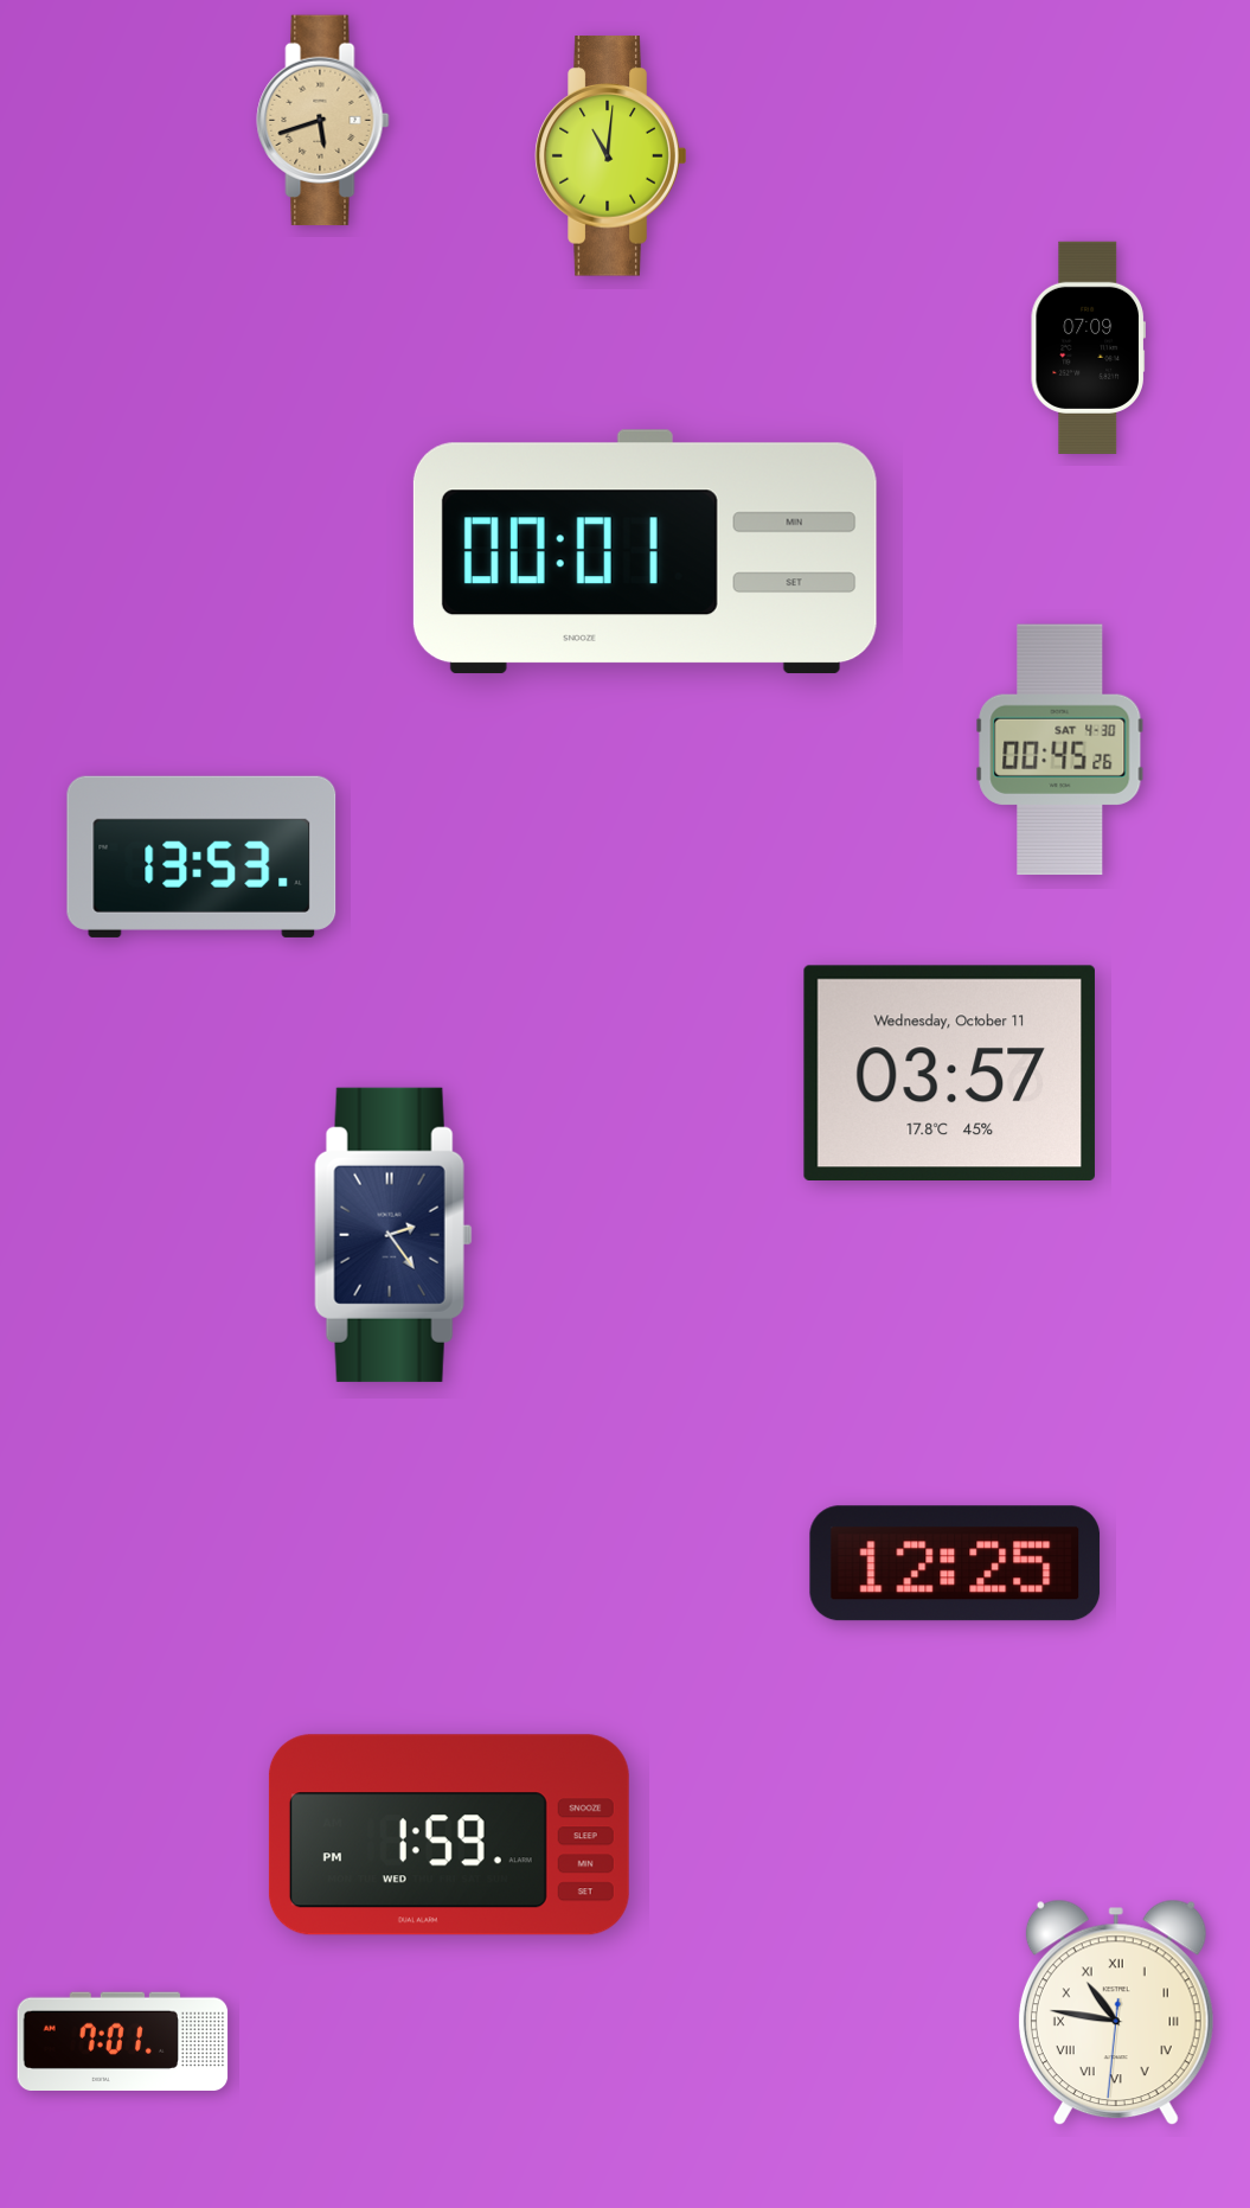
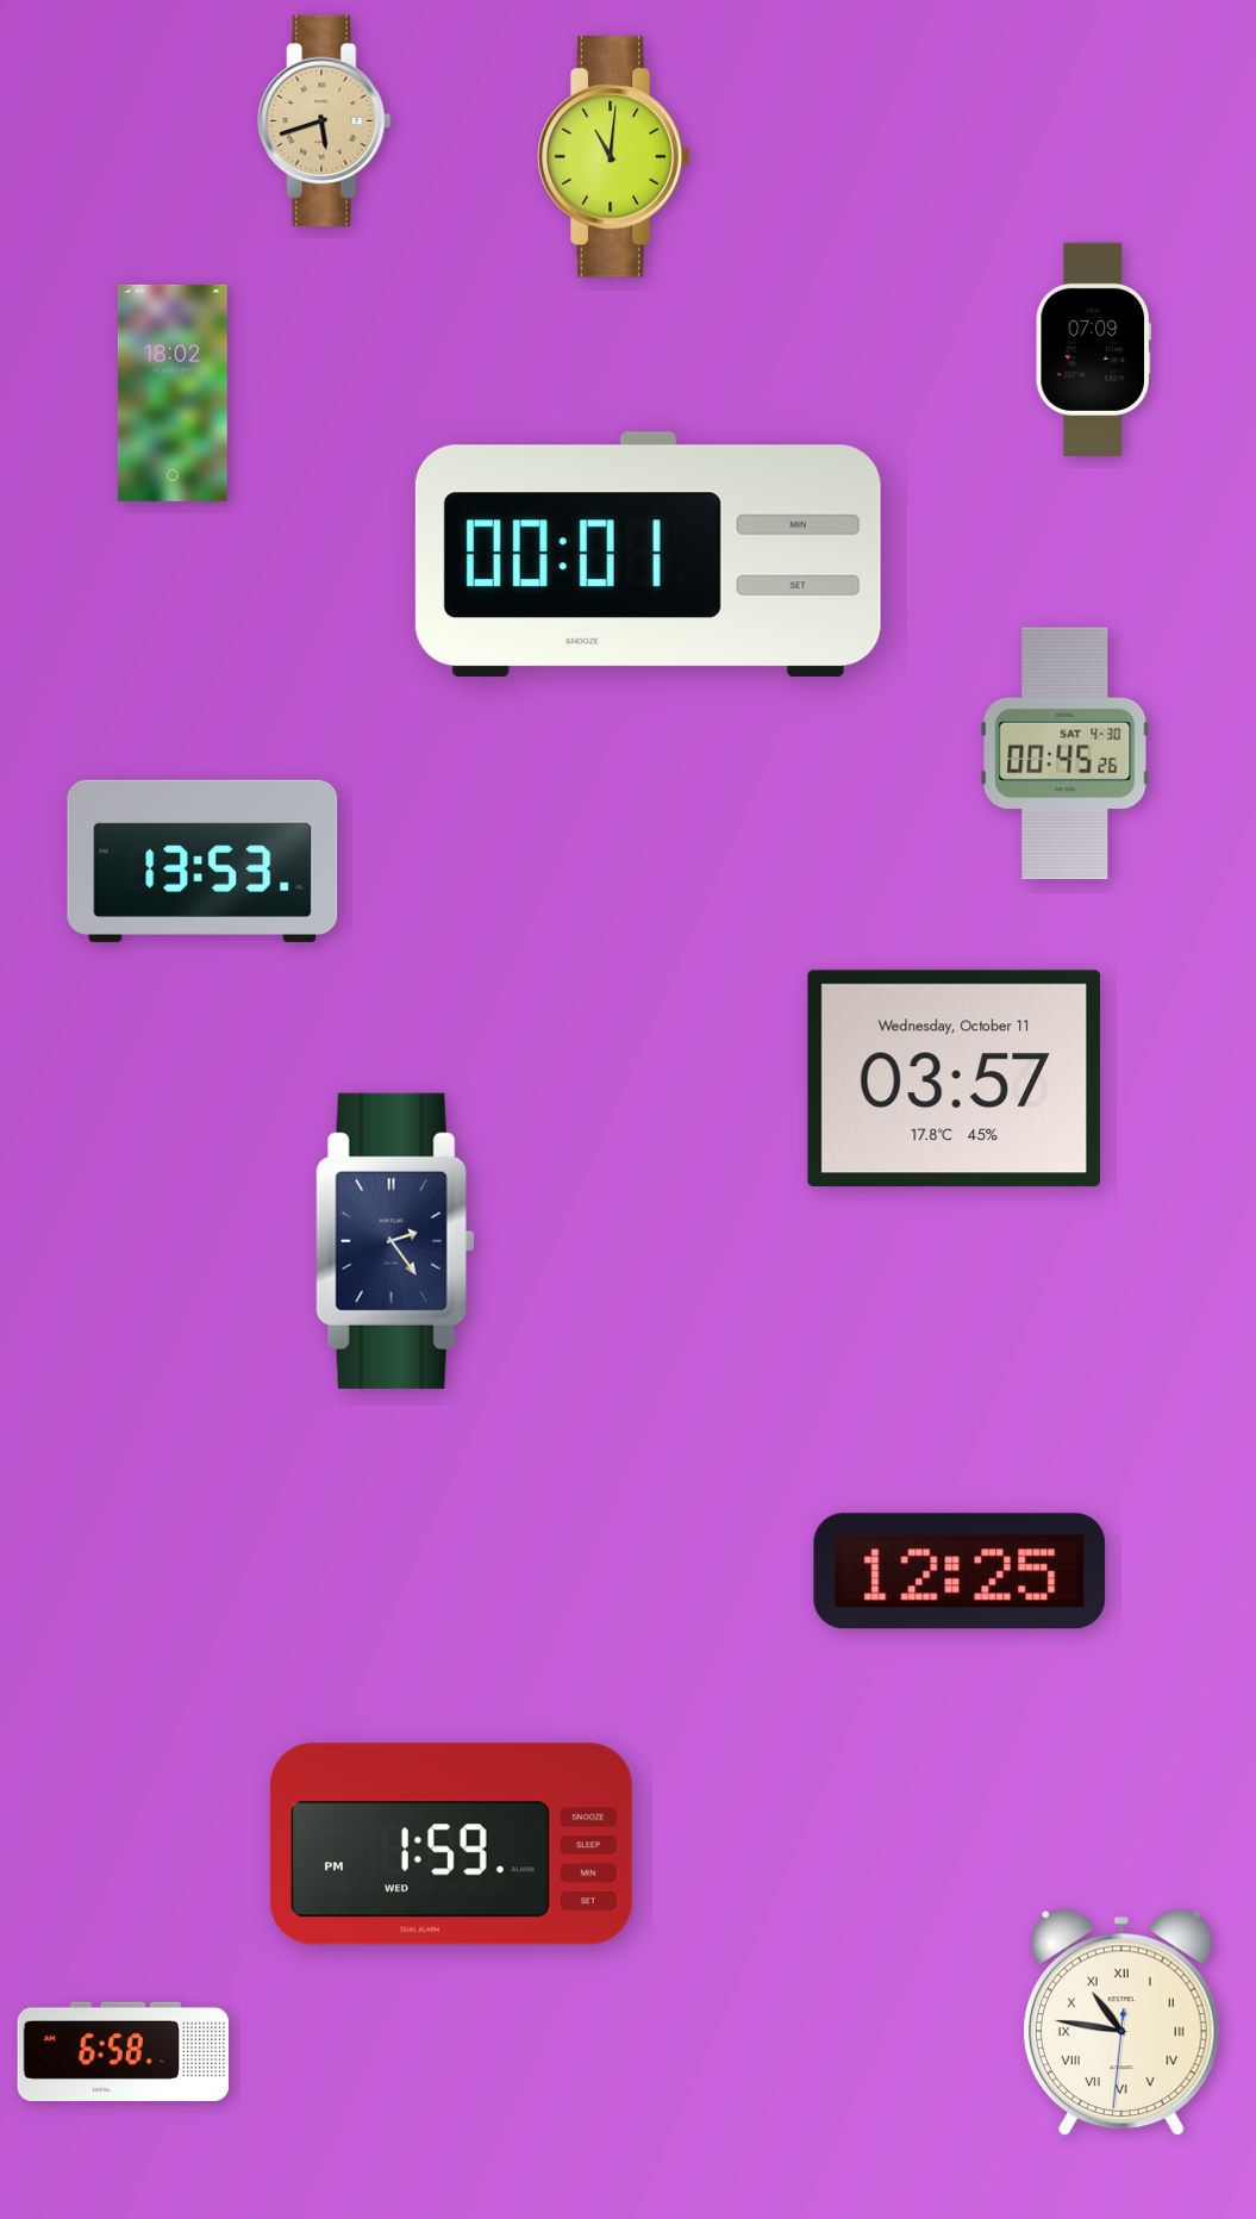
clock at (173, 393): none -> 18:02
clock at (123, 2041): 7:01 -> 6:58
